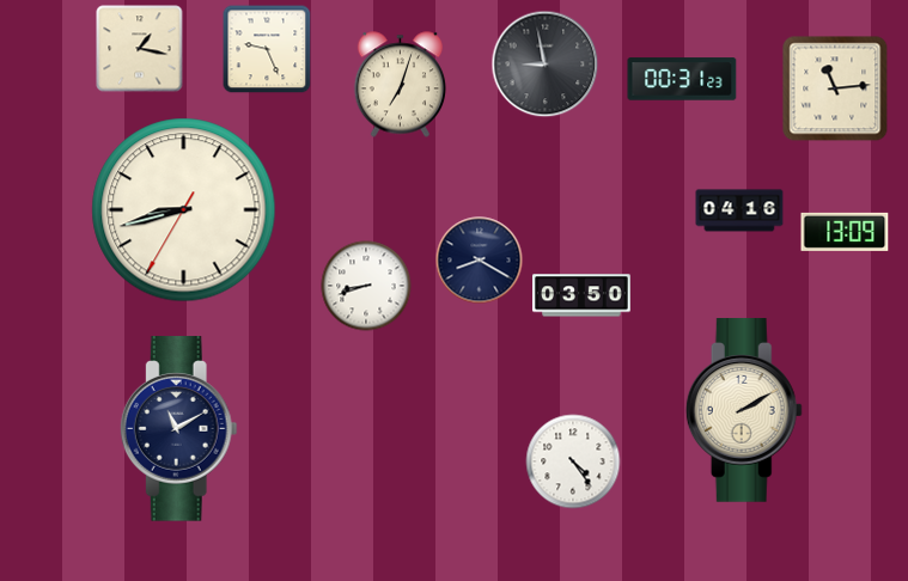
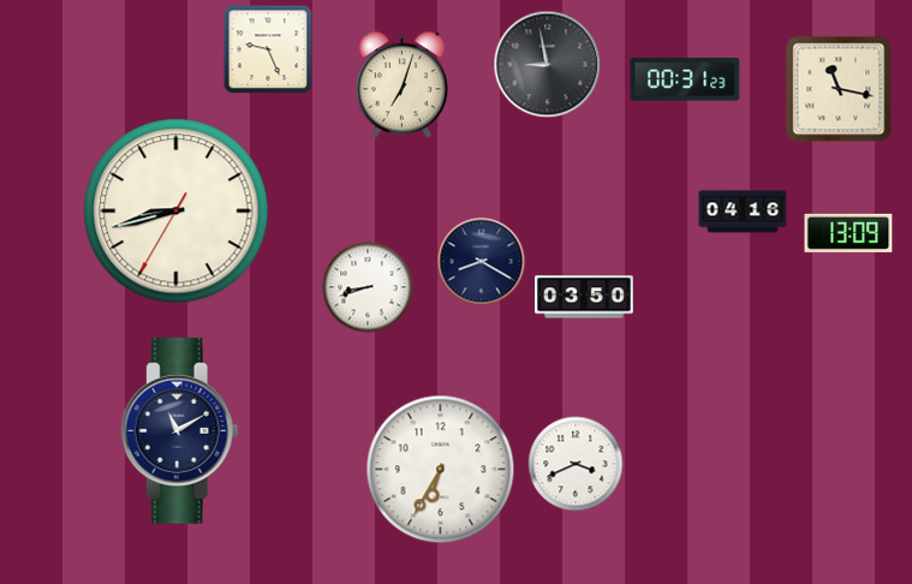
clock at (140, 49): 1:17 -> none
clock at (835, 88): 11:14 -> 11:17
clock at (184, 210) position: (184, 210) -> (177, 211)
clock at (744, 411): 2:10 -> none
clock at (573, 461): 4:24 -> 3:41
clock at (441, 470): none -> 6:35
